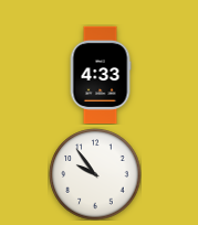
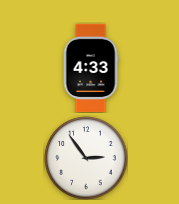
clock at (95, 174): 9:54 -> 2:54
